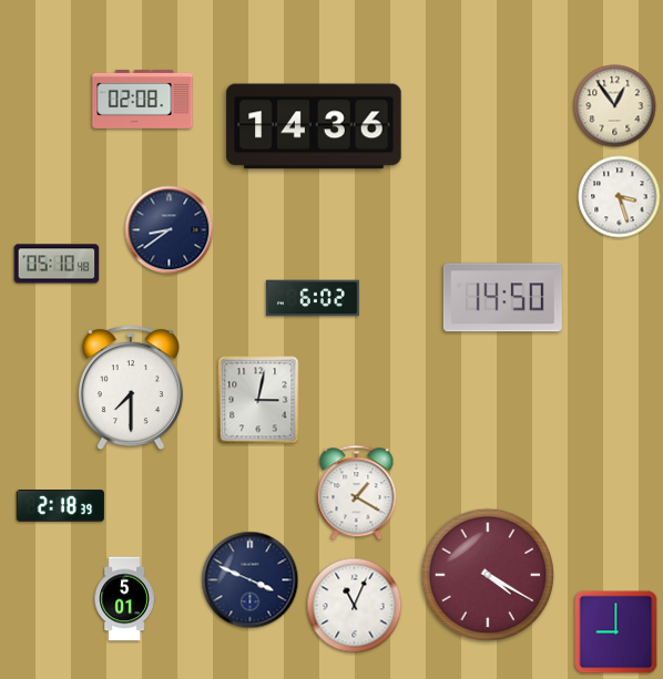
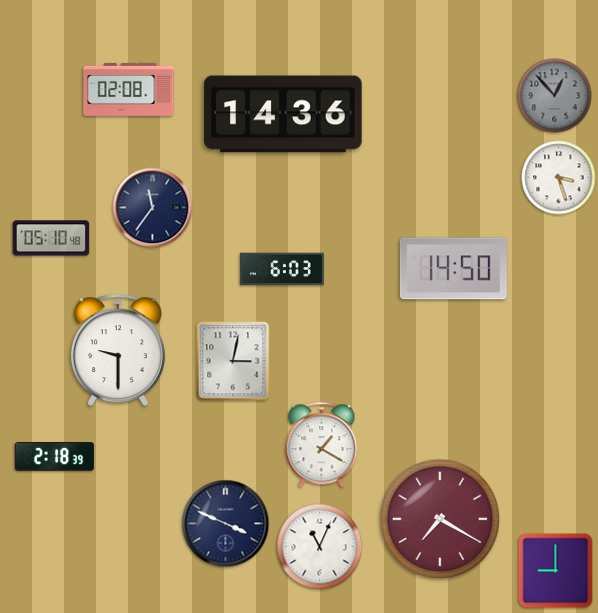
clock at (615, 106): 12:54 -> 12:53
clock at (615, 106) dial: cream -> grey
clock at (170, 230): 8:39 -> 11:36
clock at (313, 298): 6:02 -> 6:03
clock at (131, 389): 7:30 -> 9:30
clock at (487, 574): 4:20 -> 7:20
clock at (124, 599): 5:01 -> none
